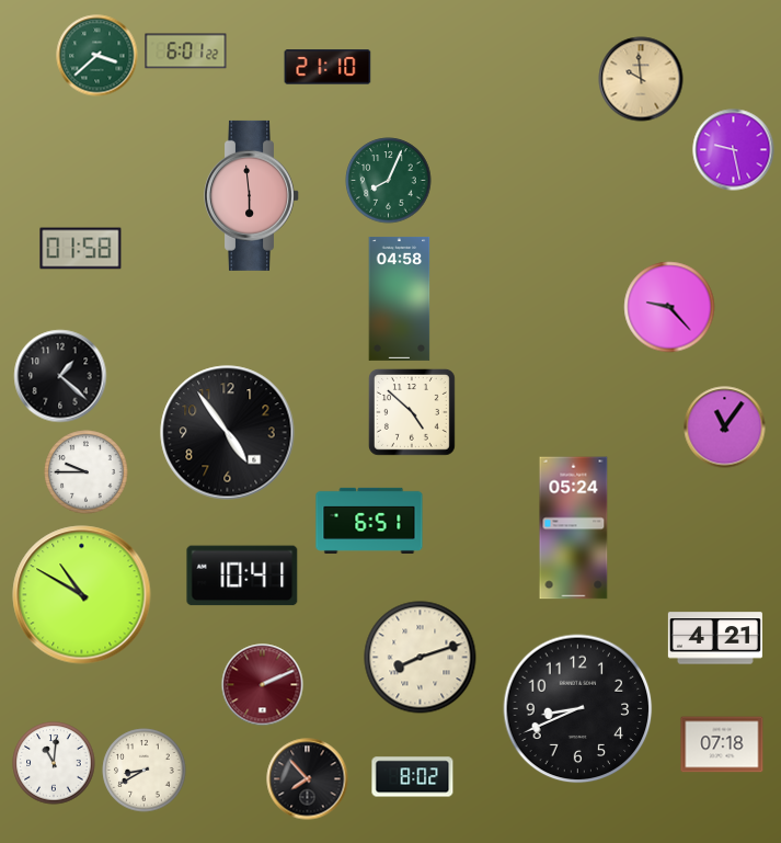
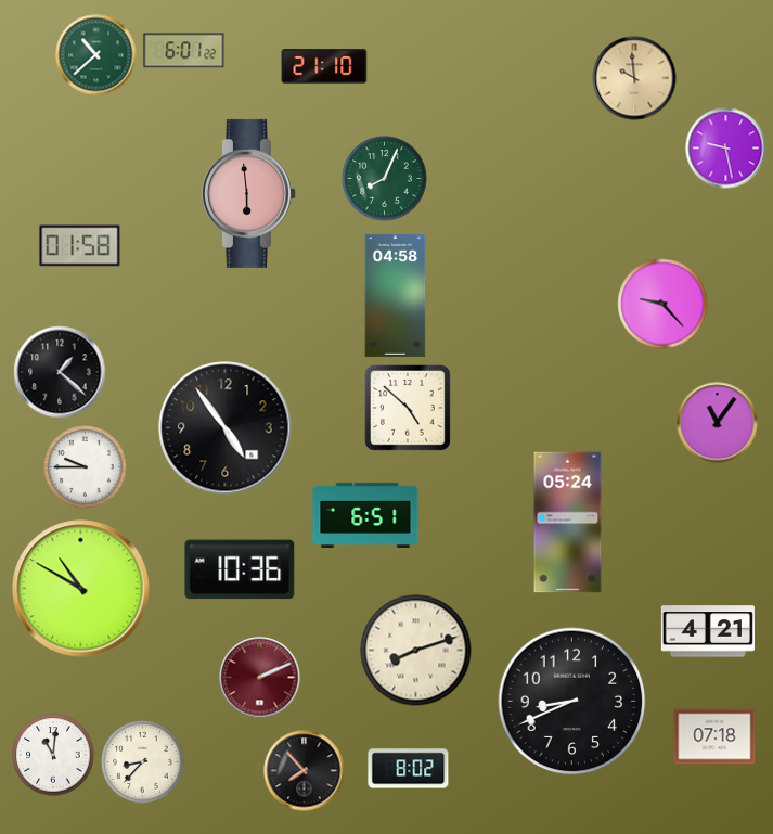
clock at (97, 56): 3:38 -> 10:38
clock at (242, 576): 10:41 -> 10:36
clock at (145, 771): 8:40 -> 8:37
